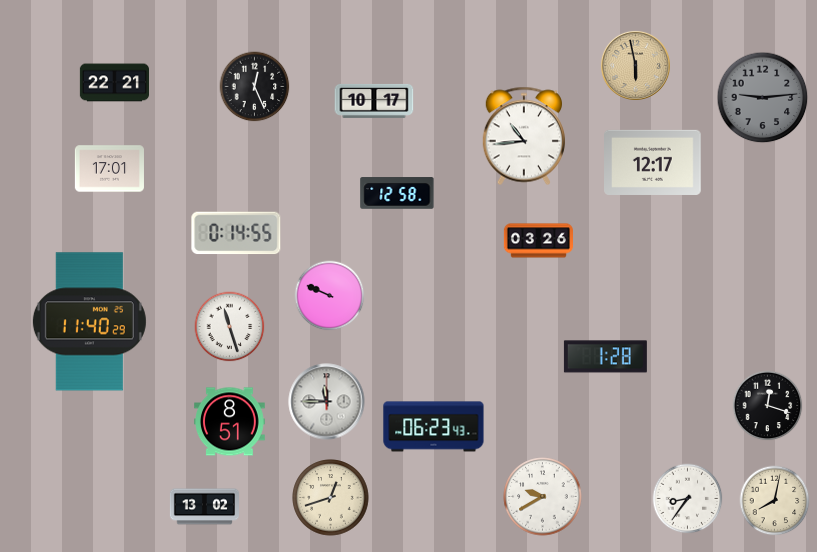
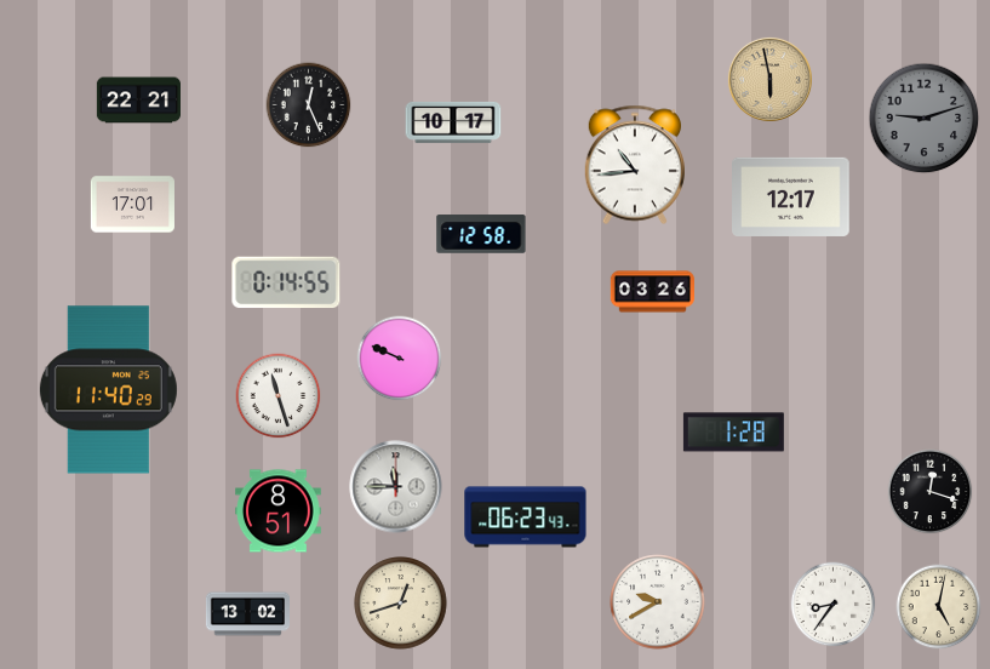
clock at (763, 98): 9:14 -> 9:12
clock at (775, 501): 8:02 -> 5:02
